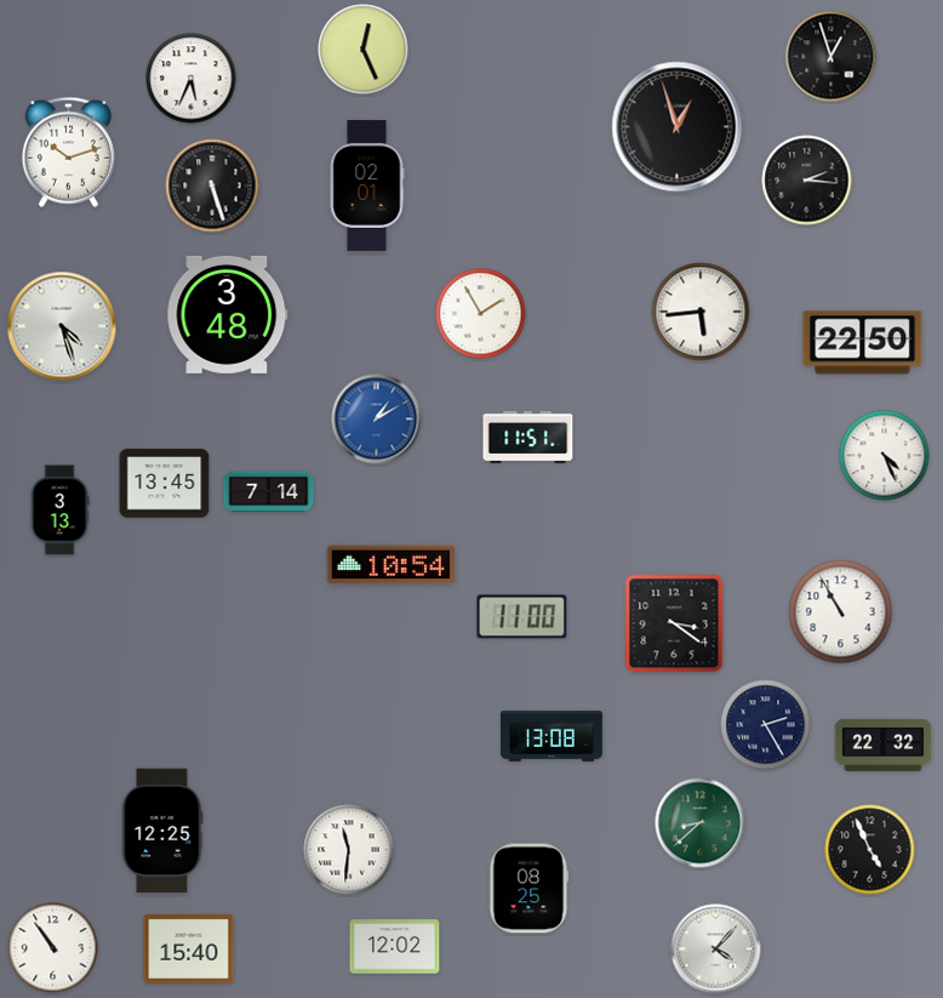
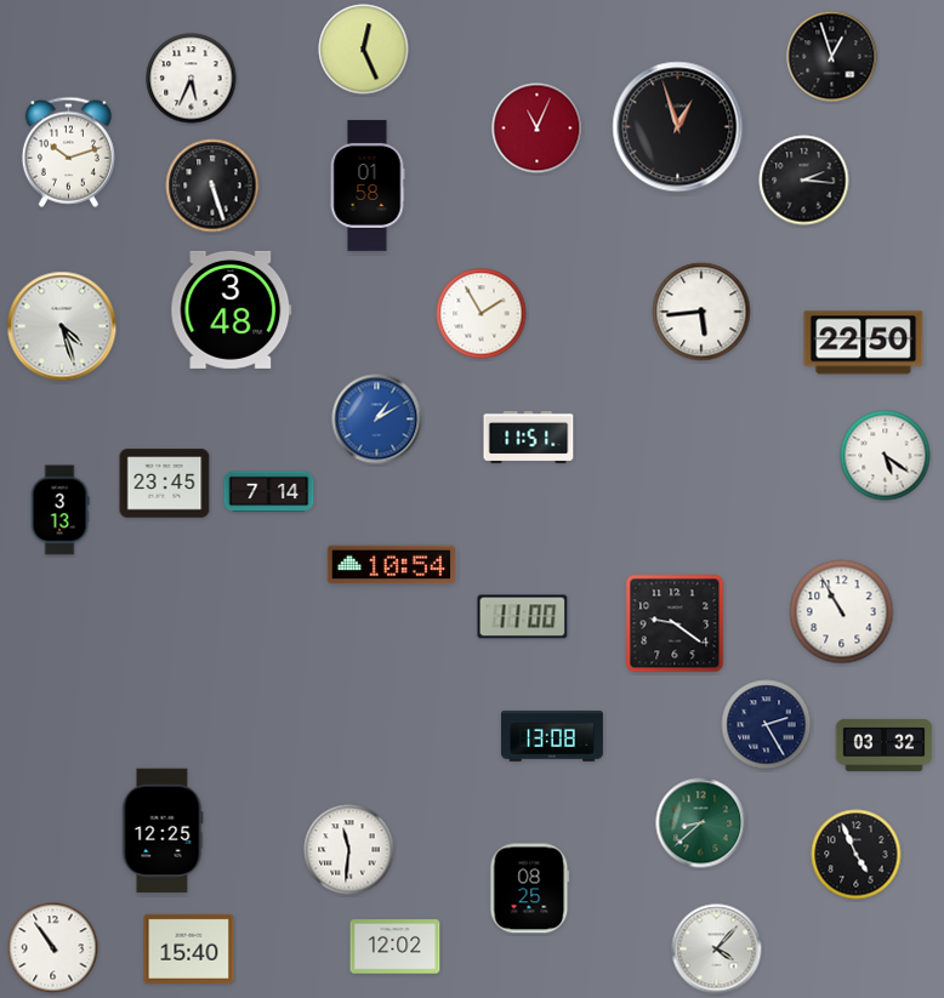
clock at (538, 129): none -> 11:04
clock at (807, 181) position: (807, 181) -> (804, 181)
clock at (367, 186): 02:01 -> 01:58
clock at (228, 314) position: (228, 314) -> (232, 309)
clock at (885, 456): 4:26 -> 5:21
clock at (165, 484): 13:45 -> 23:45
clock at (674, 623): 3:21 -> 9:21
clock at (884, 745): 22:32 -> 03:32
clock at (870, 850) position: (870, 850) -> (857, 855)
